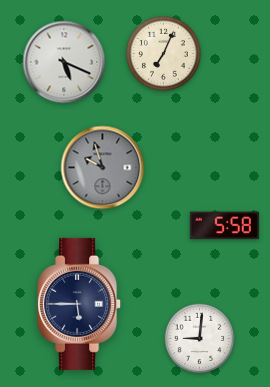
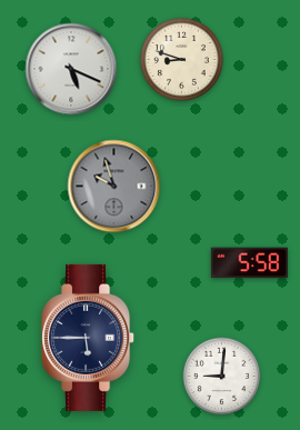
clock at (164, 54): 7:04 -> 8:48
clock at (224, 226) position: (224, 226) -> (249, 263)
